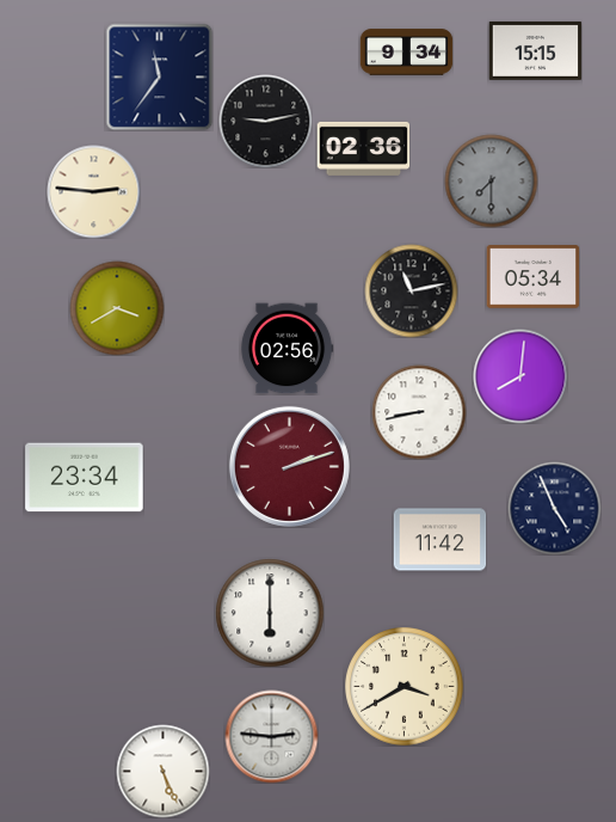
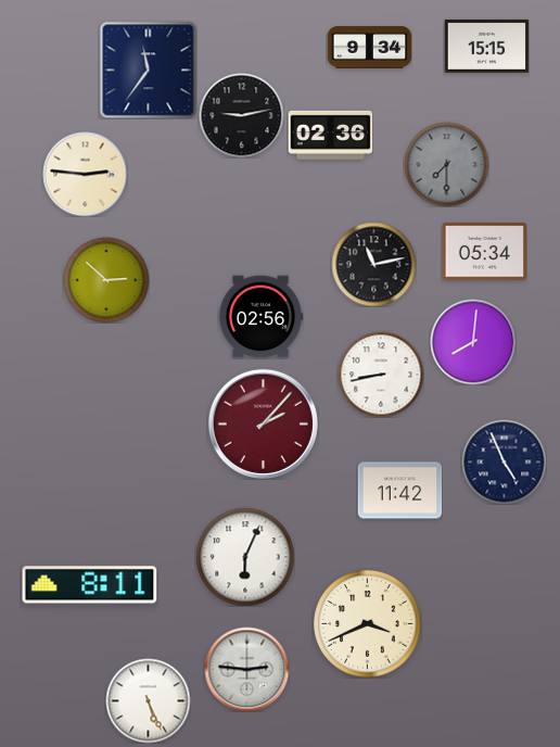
clock at (159, 76) position: (159, 76) -> (148, 69)
clock at (265, 121) position: (265, 121) -> (241, 115)
clock at (117, 308): 3:40 -> 2:52
clock at (289, 466): 2:12 -> 2:07
clock at (85, 478): 23:34 -> none
clock at (270, 613): 6:00 -> 6:04
clock at (90, 585): none -> 8:11
clock at (405, 687): 3:40 -> 3:41
